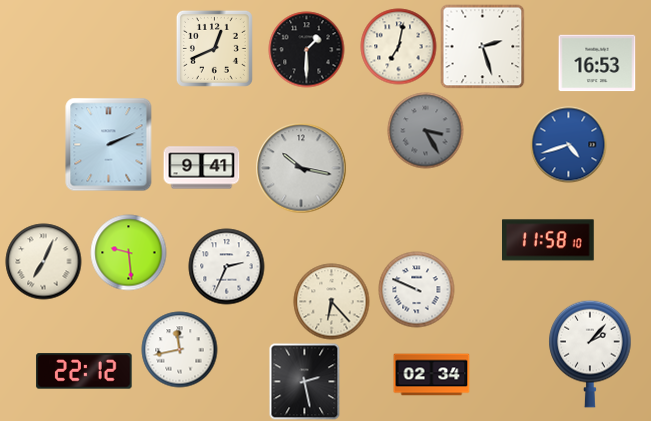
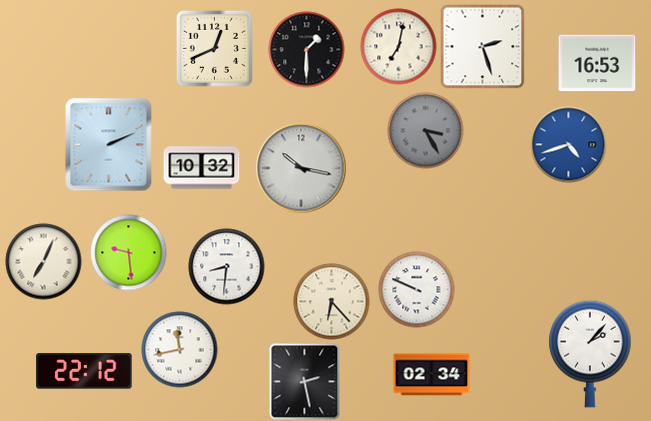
clock at (202, 168): 9:41 -> 10:32
clock at (549, 240): 11:58 -> none
clock at (227, 267): 2:34 -> 8:31
